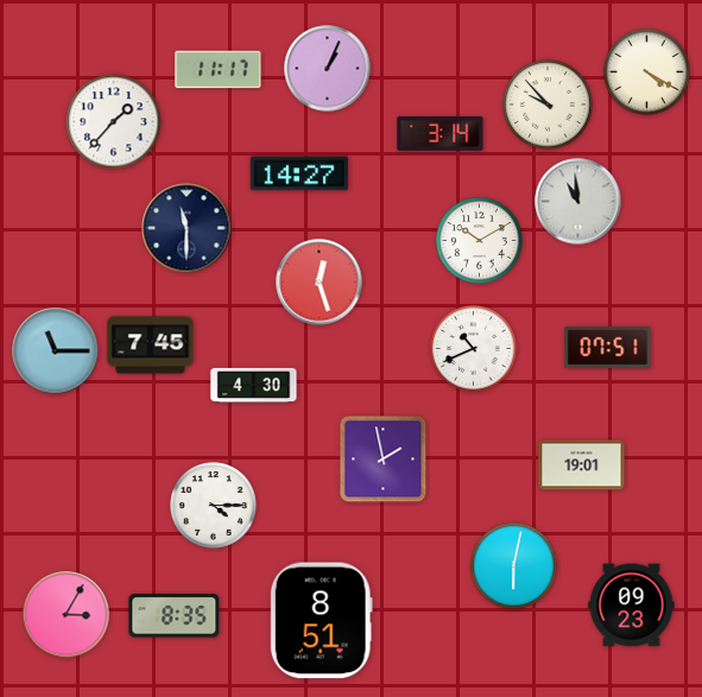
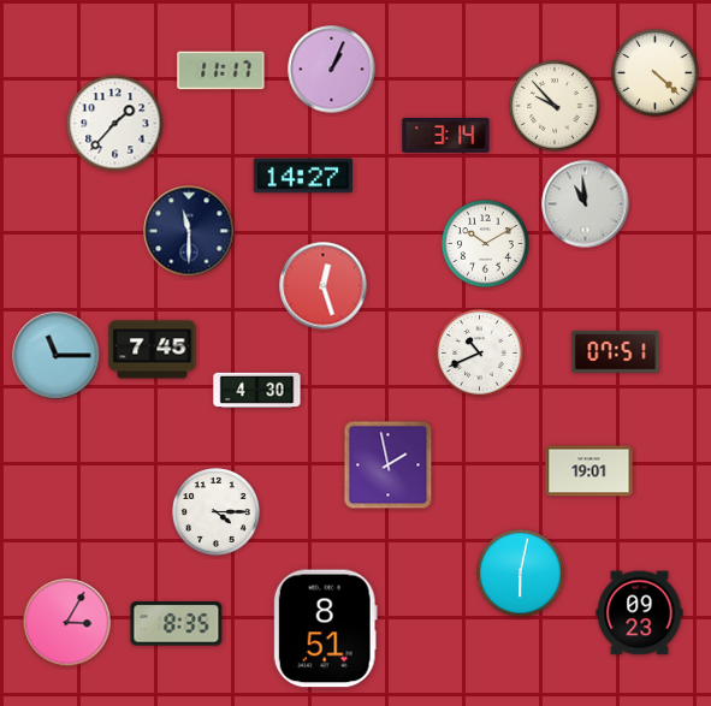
clock at (647, 72): 4:20 -> 4:22
